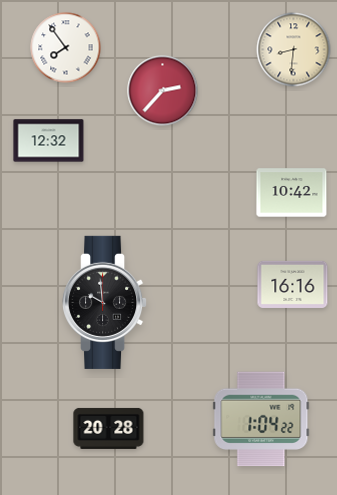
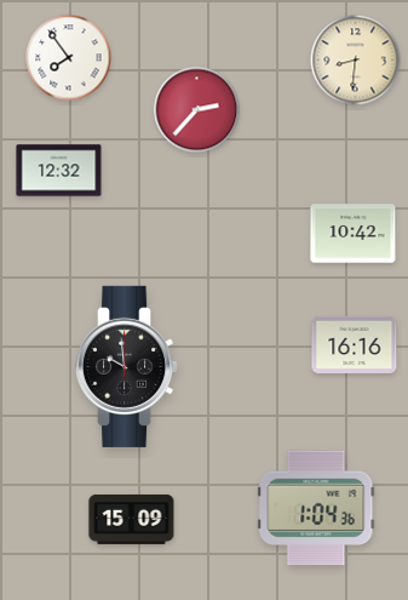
clock at (66, 48) position: (66, 48) -> (69, 58)
clock at (261, 419): 1:04:22 -> 1:04:36
clock at (109, 428): 20:28 -> 15:09
